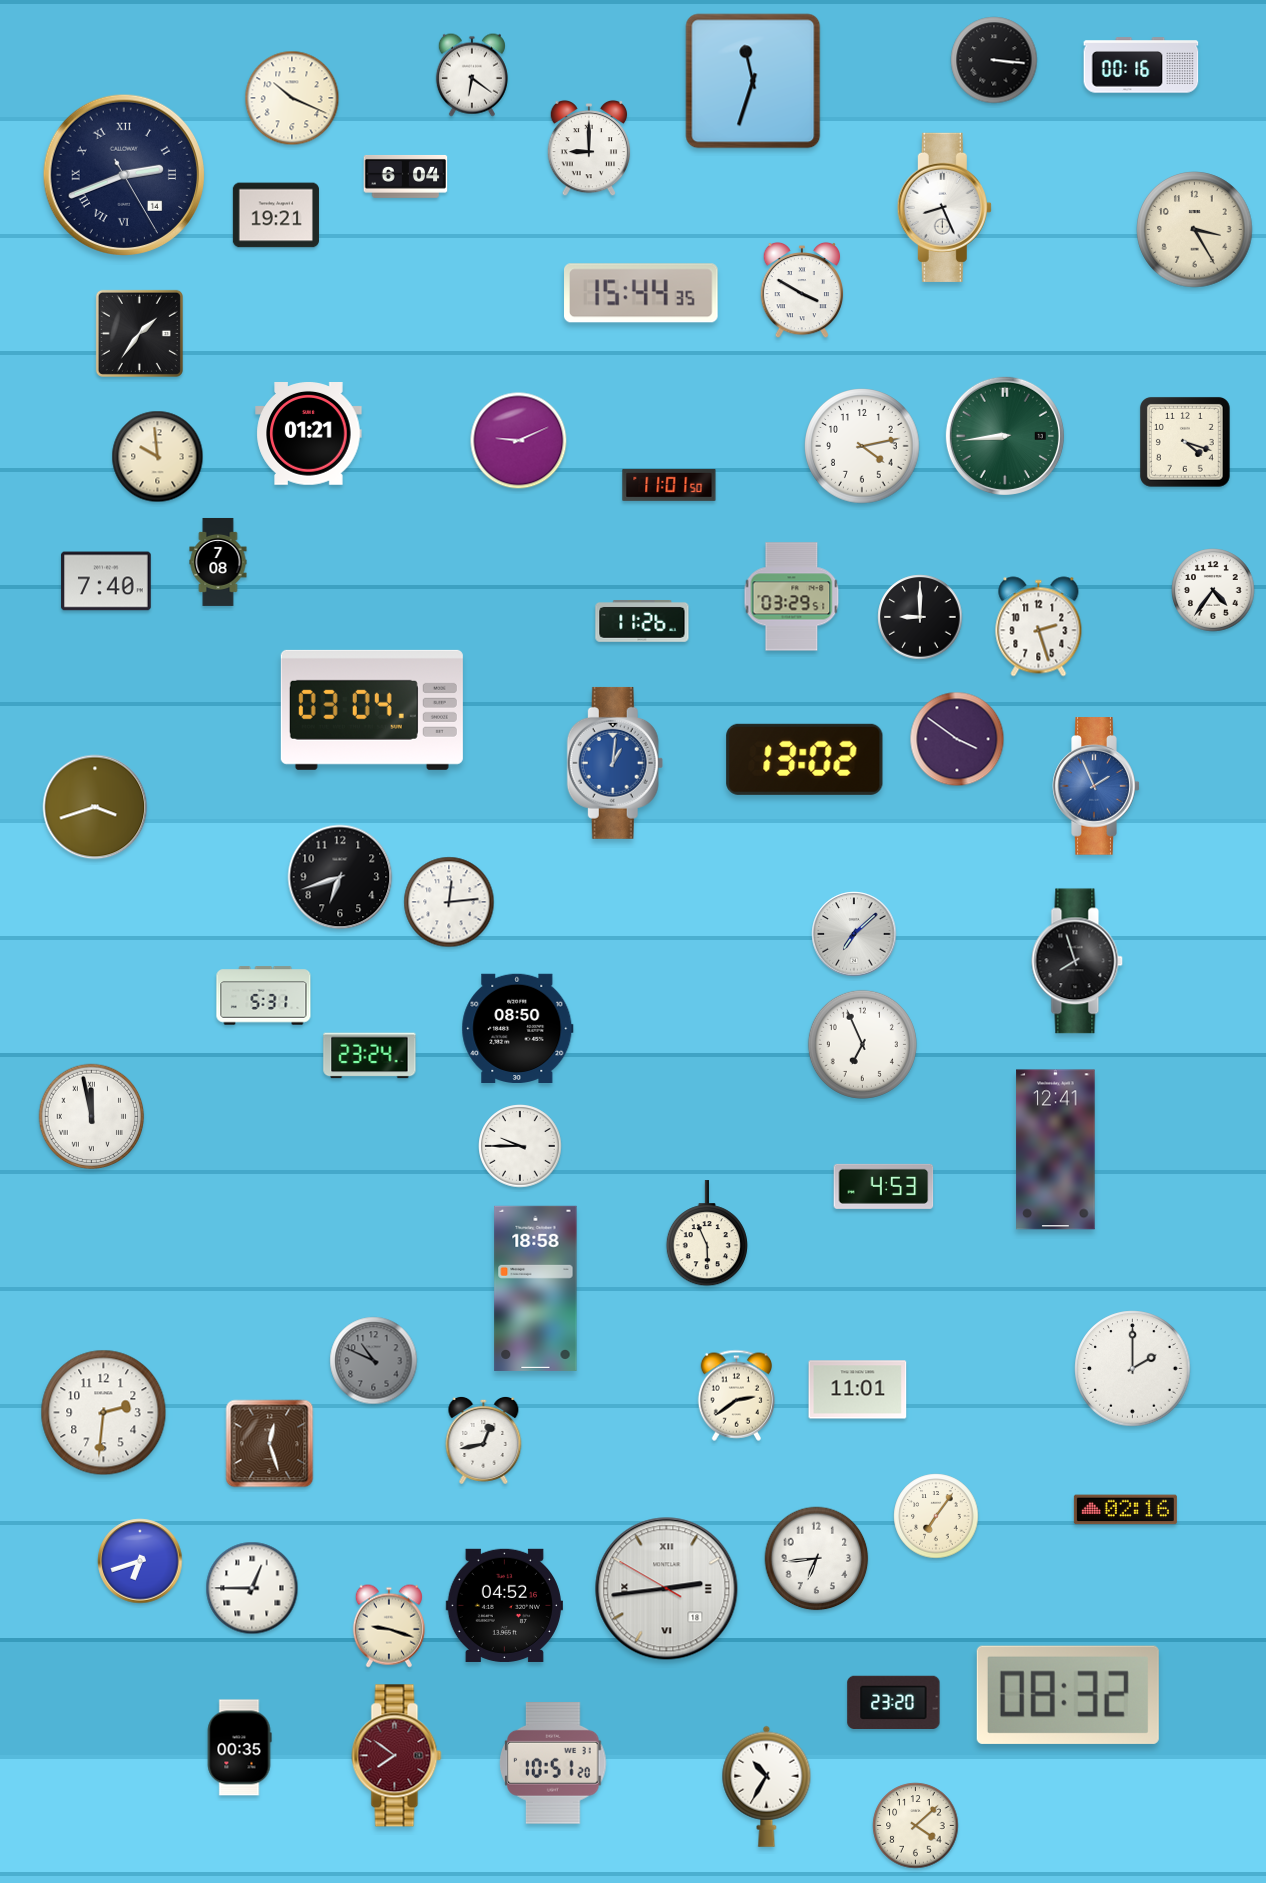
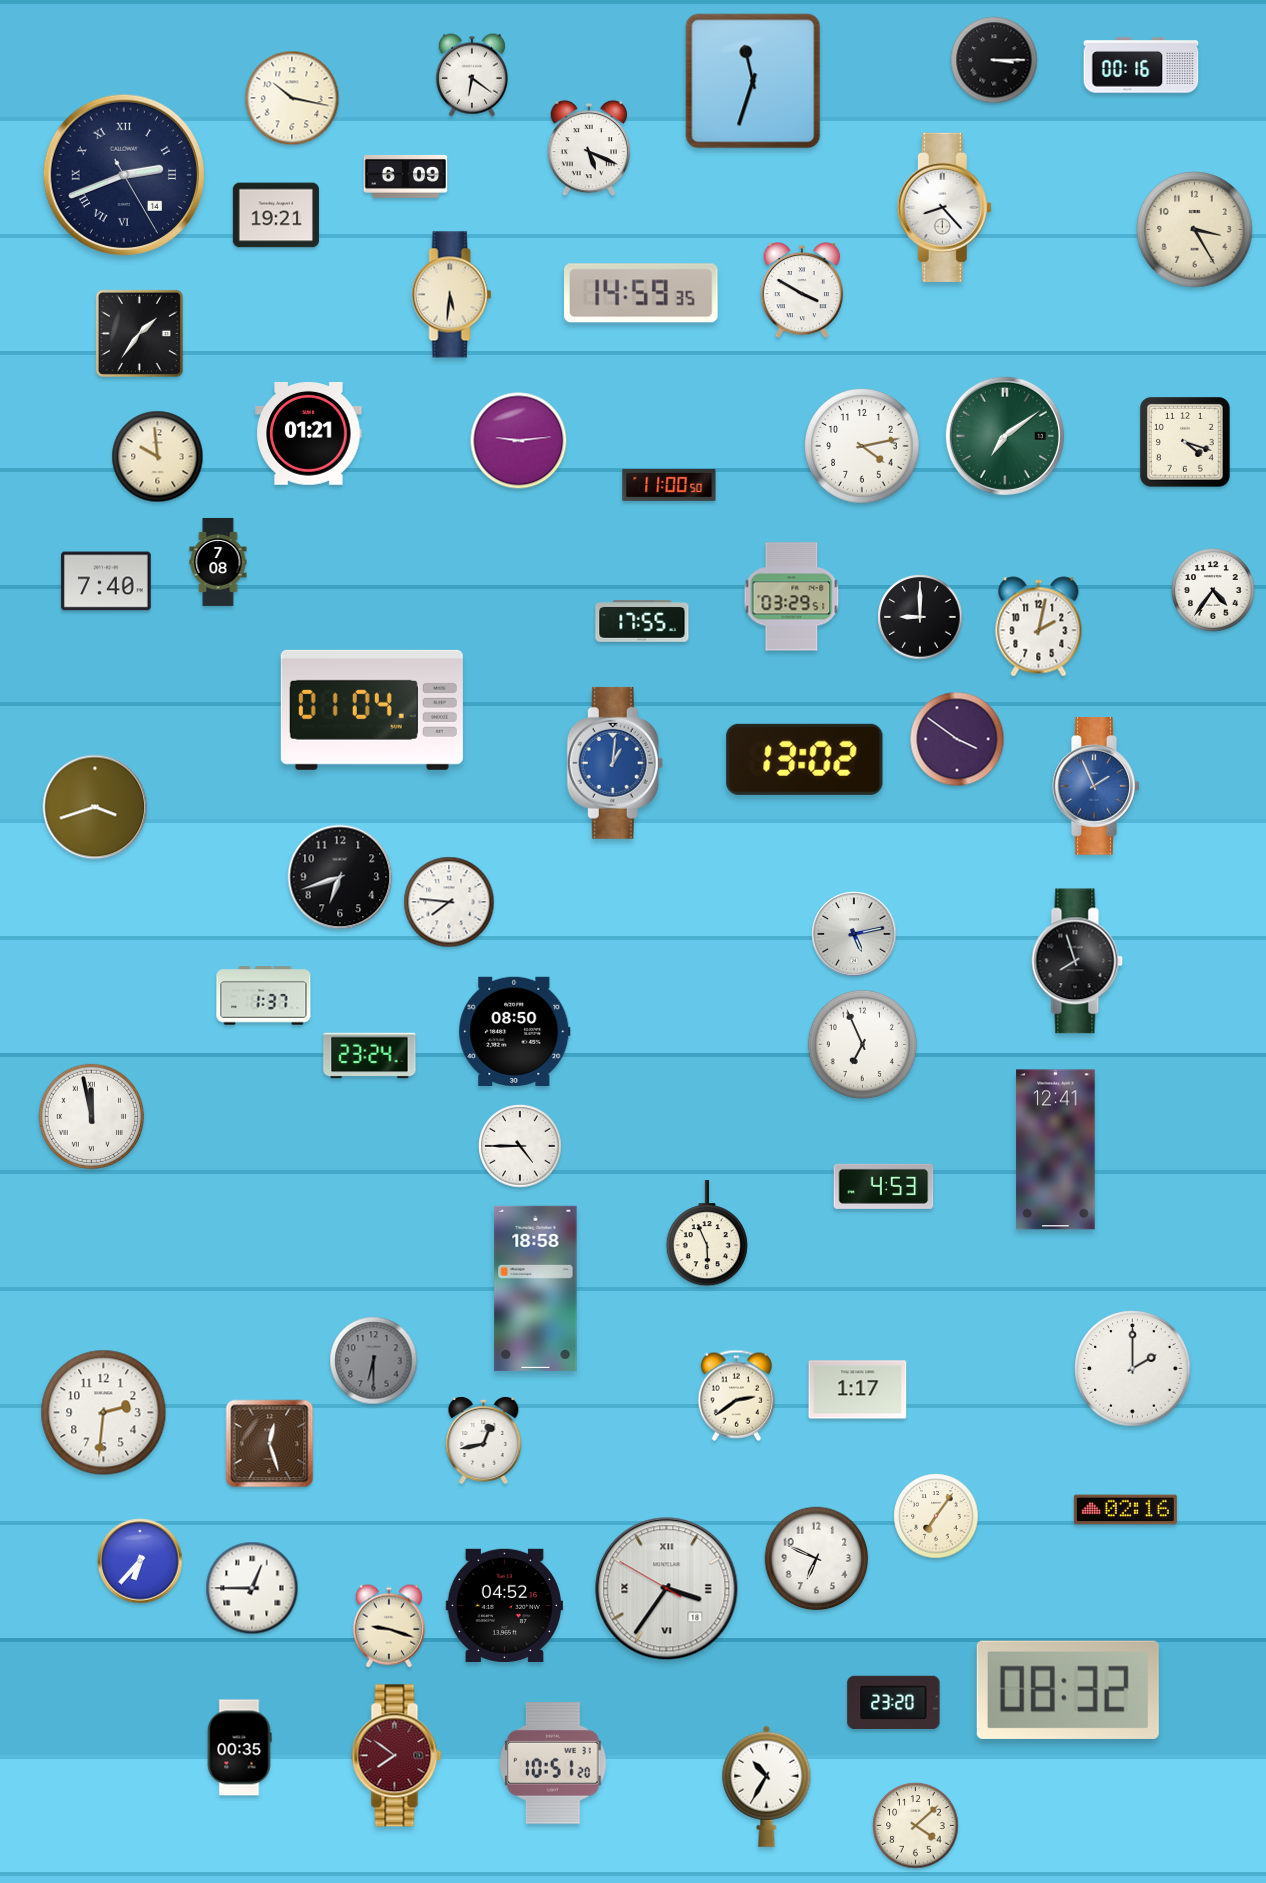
clock at (994, 60): 3:16 -> 3:15
clock at (292, 98): 10:19 -> 10:17
clock at (589, 148): 9:00 -> 5:19
clock at (406, 176): 6:04 -> 6:09
clock at (944, 207): 8:26 -> 8:23
clock at (642, 293): 15:44 -> 14:59
clock at (452, 295): none -> 5:31
clock at (1005, 436): 8:44 -> 7:09
clock at (519, 441): 9:11 -> 9:14
clock at (669, 485): 11:01 -> 11:00
clock at (642, 622): 11:26 -> 17:55
clock at (1039, 627): 2:27 -> 2:02
clock at (372, 710): 03:04 -> 01:04
clock at (449, 902): 12:14 -> 7:46
clock at (854, 934): 7:08 -> 5:13
clock at (264, 996): 5:31 -> 1:37
clock at (518, 1028) position: (518, 1028) -> (515, 1031)
clock at (520, 1146): 9:45 -> 4:45
clock at (374, 1361): 10:49 -> 6:30
clock at (858, 1390): 11:01 -> 1:17
clock at (817, 1559): 6:44 -> 6:49
clock at (140, 1561): 6:42 -> 6:37
clock at (667, 1589): 2:43 -> 3:35
clock at (1068, 1695) position: (1068, 1695) -> (1068, 1690)
